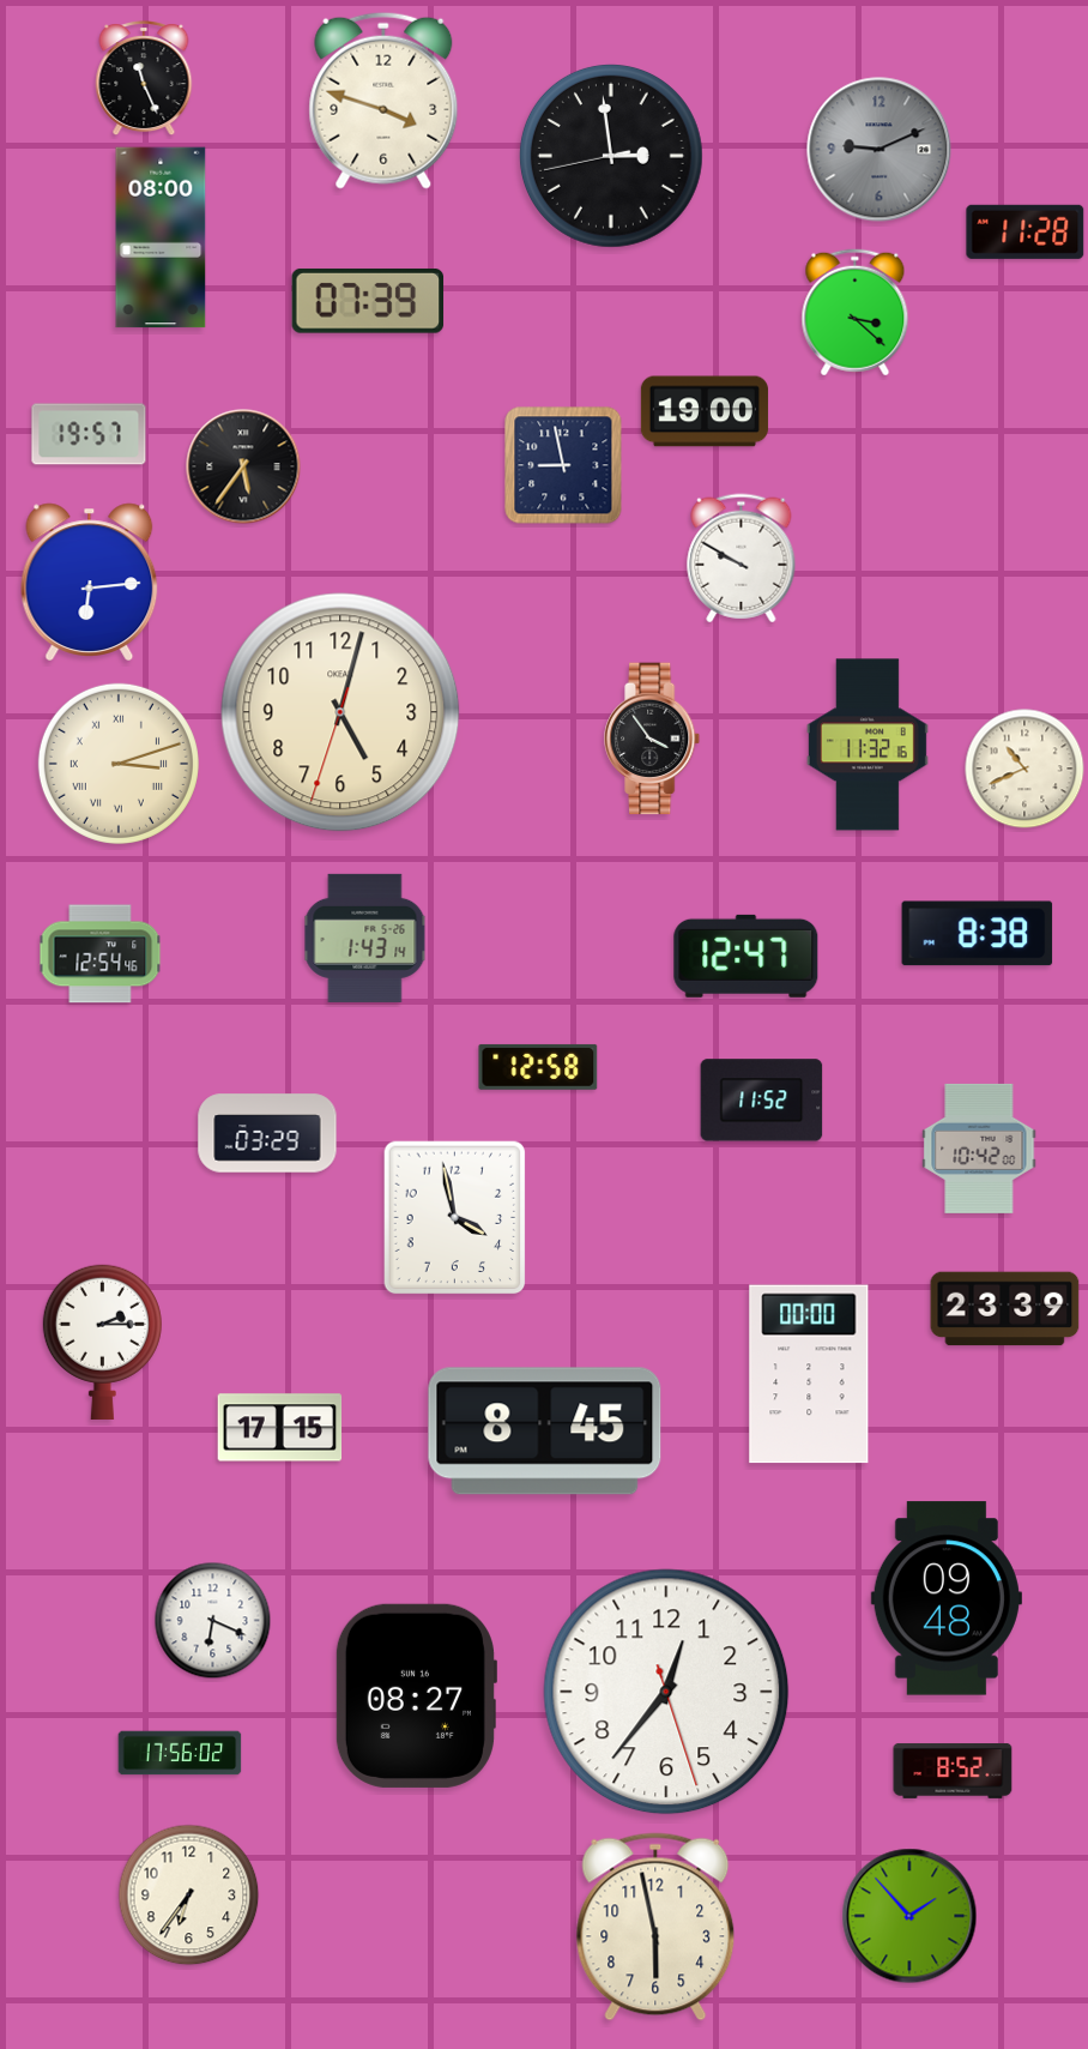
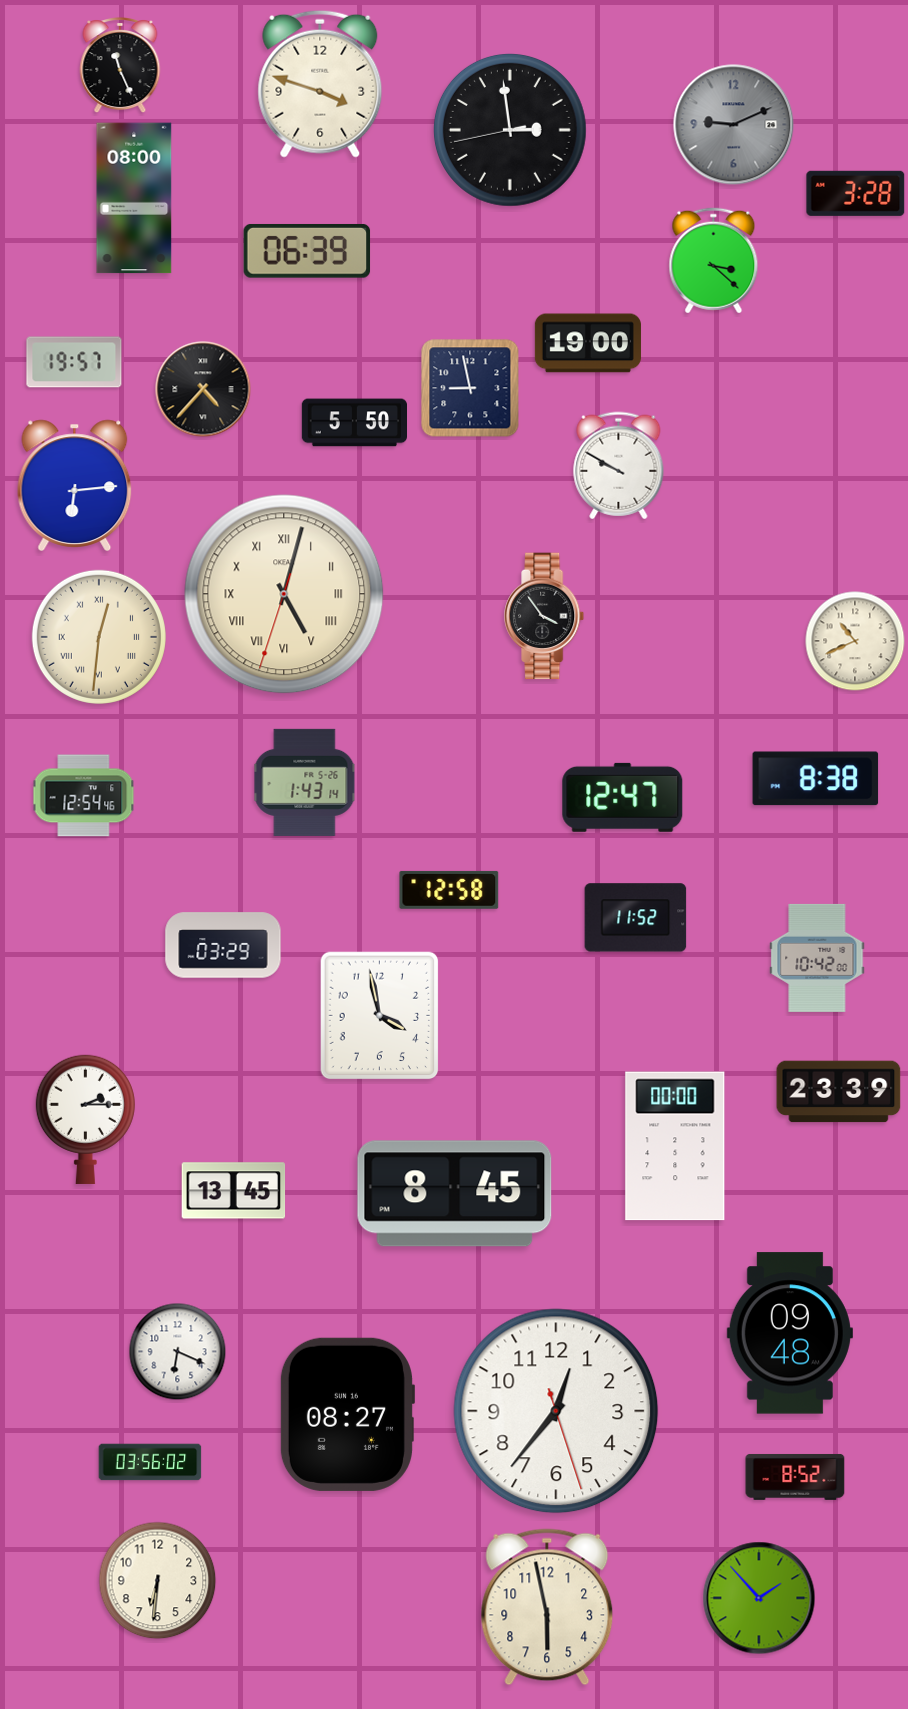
clock at (1026, 231): 11:28 -> 3:28
clock at (368, 301): 07:39 -> 06:39
clock at (243, 466): 5:36 -> 4:37
clock at (354, 423): none -> 5:50
clock at (340, 712) numerals: Arabic -> Roman
clock at (868, 745): 11:32 -> none
clock at (119, 764): 3:12 -> 12:31
clock at (280, 1428): 17:15 -> 13:45
clock at (180, 1753): 17:56 -> 03:56
clock at (189, 1896): 6:36 -> 6:31
